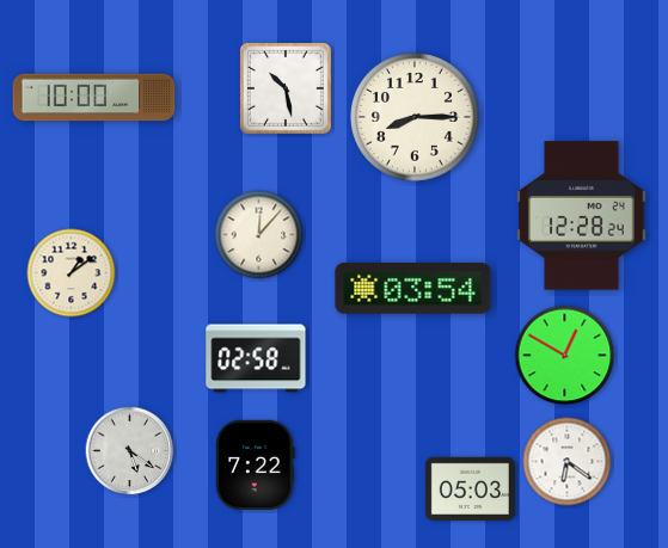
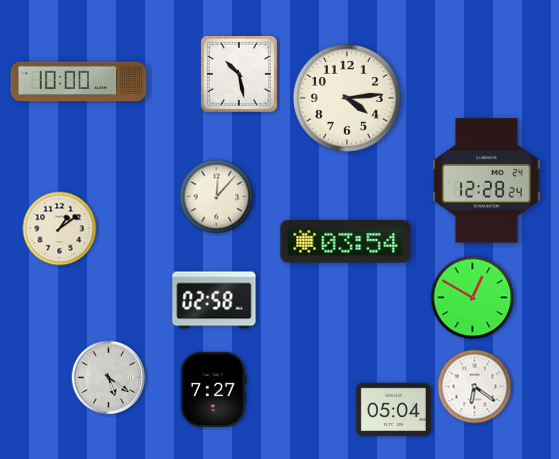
clock at (416, 118): 8:15 -> 4:14
clock at (256, 464): 7:22 -> 7:27
clock at (470, 489): 05:03 -> 05:04
